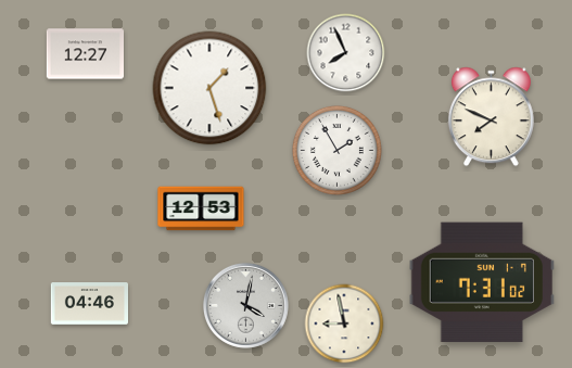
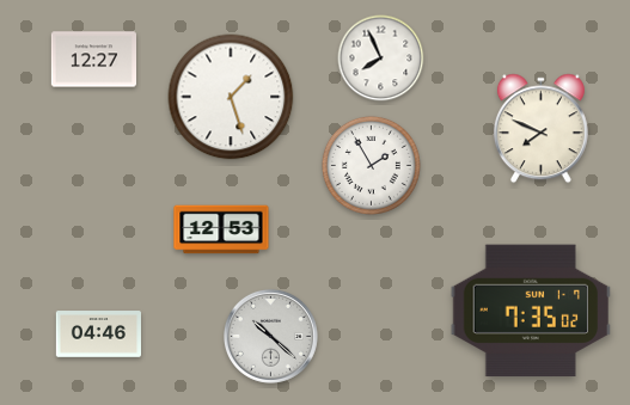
clock at (482, 282): 7:31 -> 7:35
clock at (245, 305): 4:02 -> 10:22
clock at (344, 323): 8:58 -> none
